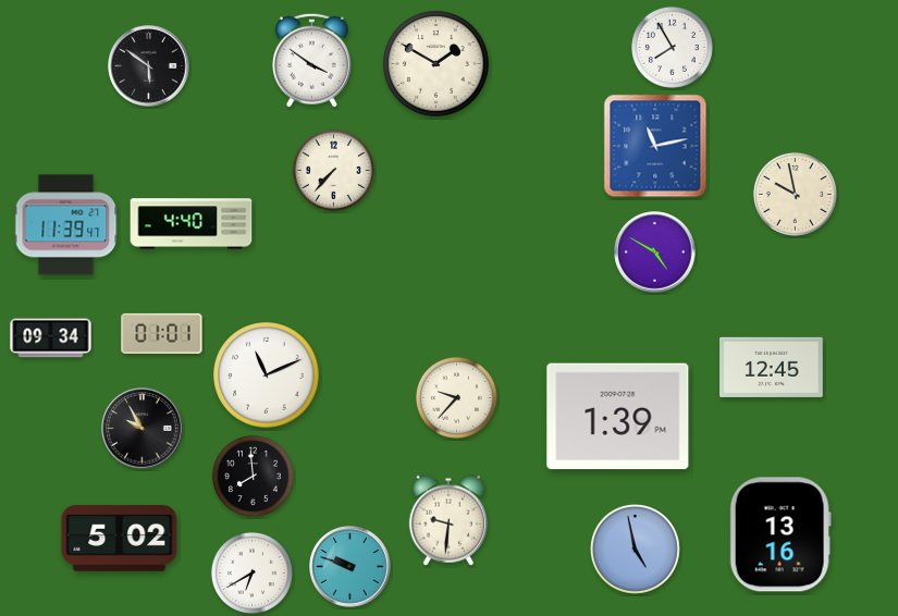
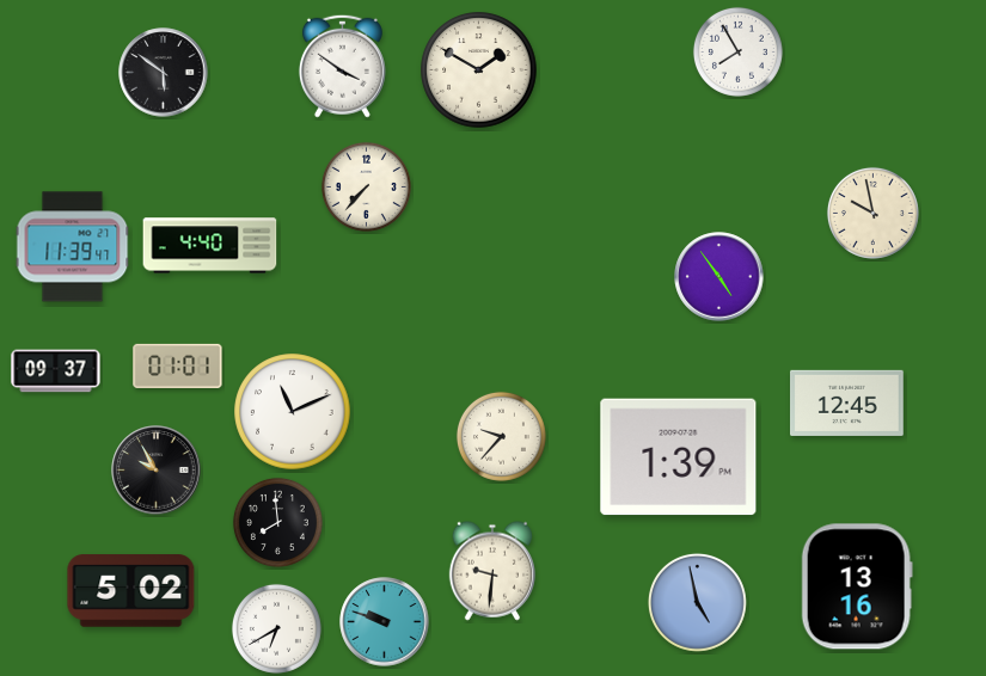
clock at (655, 146): 11:13 -> none
clock at (655, 252): 4:50 -> 4:54
clock at (51, 338): 09:34 -> 09:37
